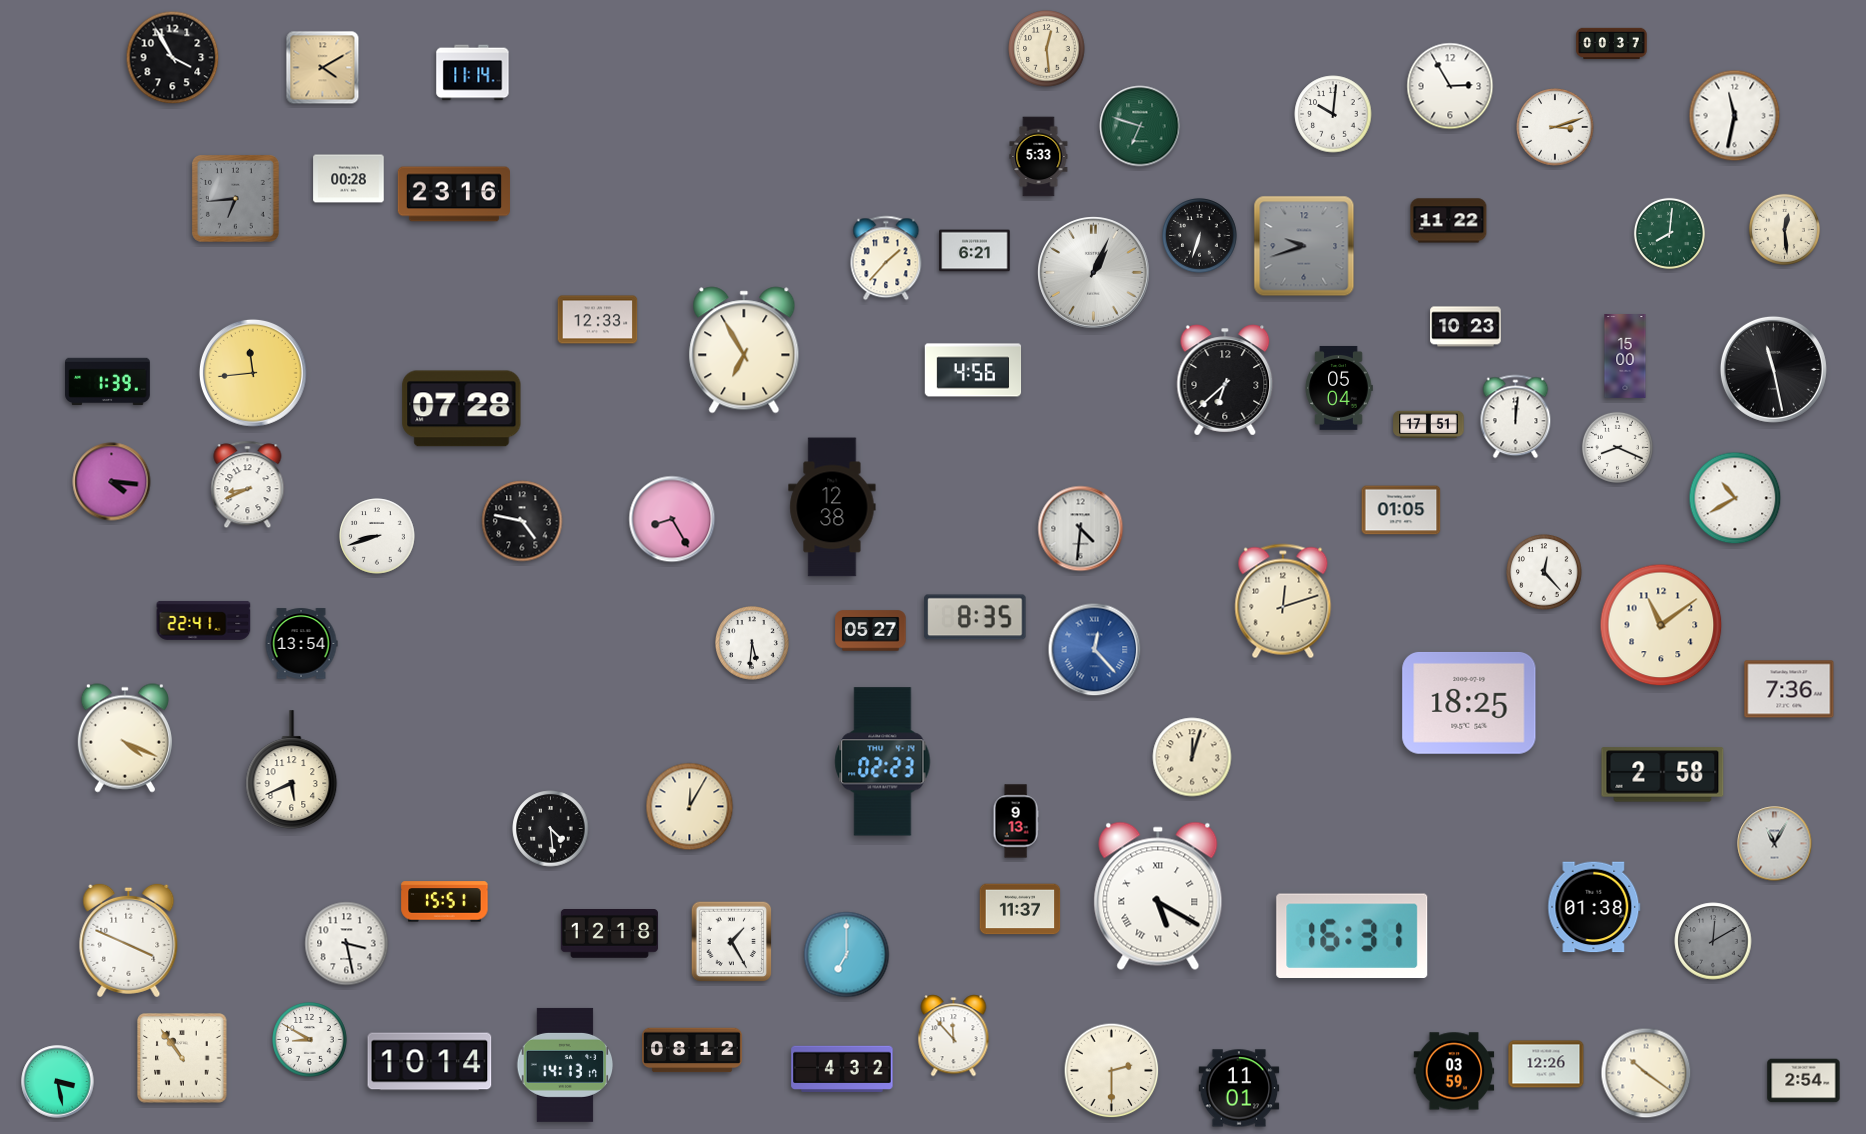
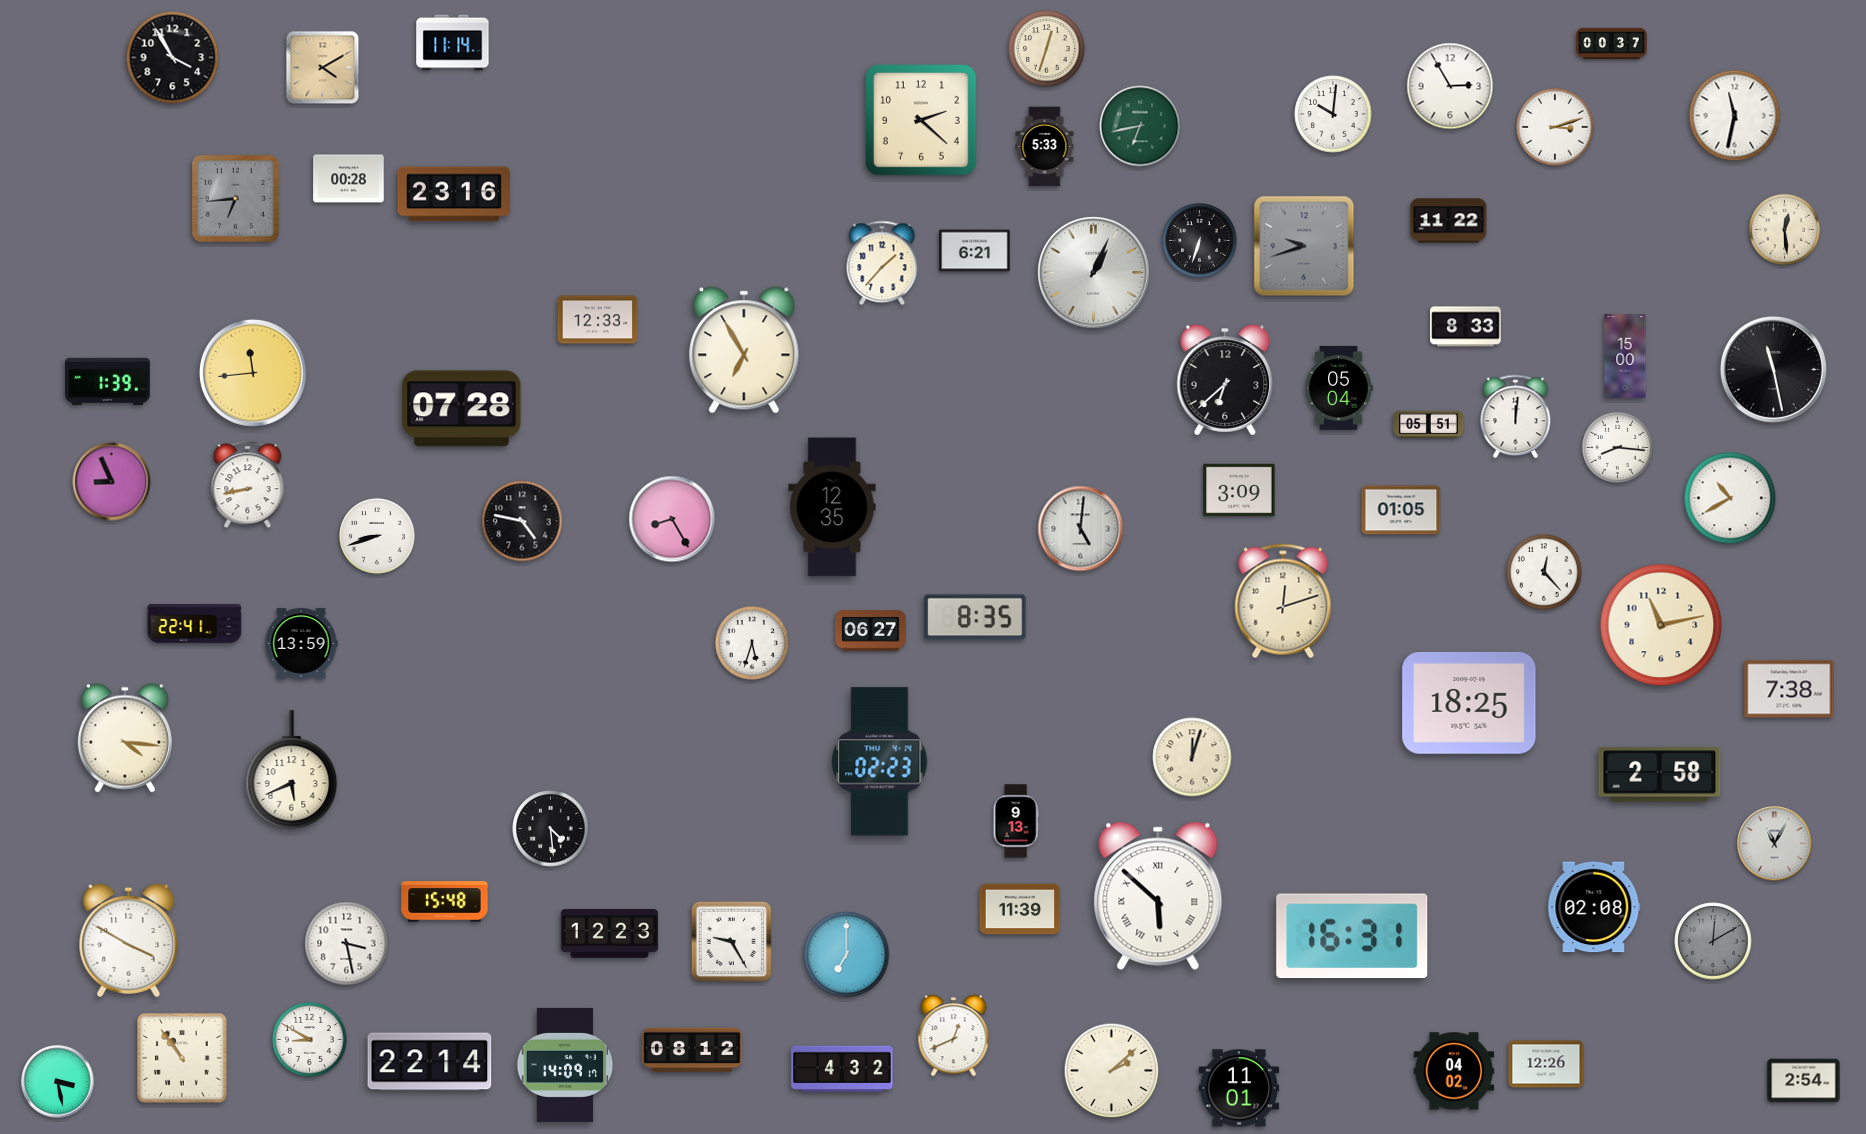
clock at (1047, 49): 12:29 -> 12:33
clock at (473, 73) position: (473, 73) -> (453, 43)
clock at (922, 121): none -> 2:22
clock at (1140, 126): 6:48 -> 6:43
clock at (1039, 157) position: (1039, 157) -> (1045, 147)
clock at (1669, 233): 8:01 -> none
clock at (1200, 236) position: (1200, 236) -> (1200, 241)
clock at (886, 258) position: (886, 258) -> (882, 263)
clock at (1466, 327): 10:23 -> 8:33
clock at (973, 370): 4:56 -> none
clock at (1429, 425): 17:51 -> 05:51
clock at (1617, 447): 8:19 -> 8:16
clock at (112, 482): 4:16 -> 8:56
clock at (248, 485): 8:41 -> 8:43
clock at (1239, 490): none -> 3:09
clock at (1735, 498) position: (1735, 498) -> (1730, 498)
clock at (832, 507): 12:38 -> 12:35
clock at (1081, 529): 4:31 -> 5:01
clock at (204, 620) position: (204, 620) -> (195, 623)
clock at (1661, 625): 11:09 -> 11:13
clock at (871, 631): 05:27 -> 06:27
clock at (301, 644): 13:54 -> 13:59
clock at (753, 644): 5:31 -> 5:33
clock at (1095, 650): 12:23 -> none
clock at (1789, 689): 7:36 -> 7:38
clock at (125, 738): 4:19 -> 4:16
clock at (883, 762) position: (883, 762) -> (880, 762)
clock at (1663, 775) position: (1663, 775) -> (1660, 775)
clock at (690, 807): 12:05 -> none
clock at (1158, 896): 5:20 -> 5:52
clock at (445, 902): 15:51 -> 15:48
clock at (1594, 907): 01:38 -> 02:08
clock at (1020, 909): 11:37 -> 11:39
clock at (609, 934): 12:18 -> 12:23
clock at (129, 940): 3:49 -> 3:50
clock at (732, 942): 1:25 -> 9:25
clock at (954, 1036): 11:53 -> 12:41
clock at (430, 1062): 10:14 -> 22:14
clock at (565, 1065): 14:13 -> 14:09
clock at (1112, 1071): 2:30 -> 2:08
clock at (1454, 1071): 03:59 -> 04:02
clock at (1646, 1073): 10:21 -> none
